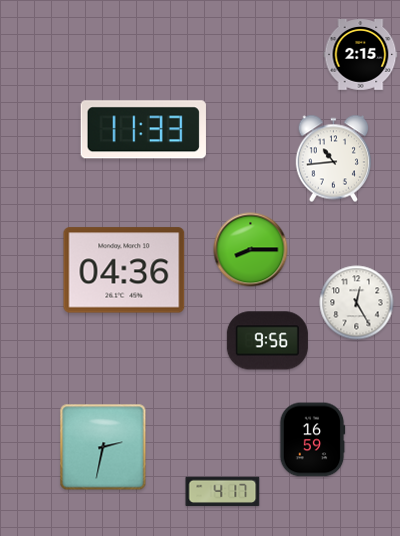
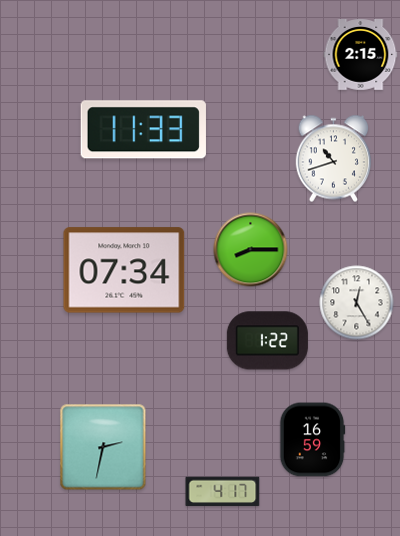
clock at (334, 159): 10:44 -> 10:42
clock at (124, 270): 04:36 -> 07:34
clock at (267, 341): 9:56 -> 1:22
